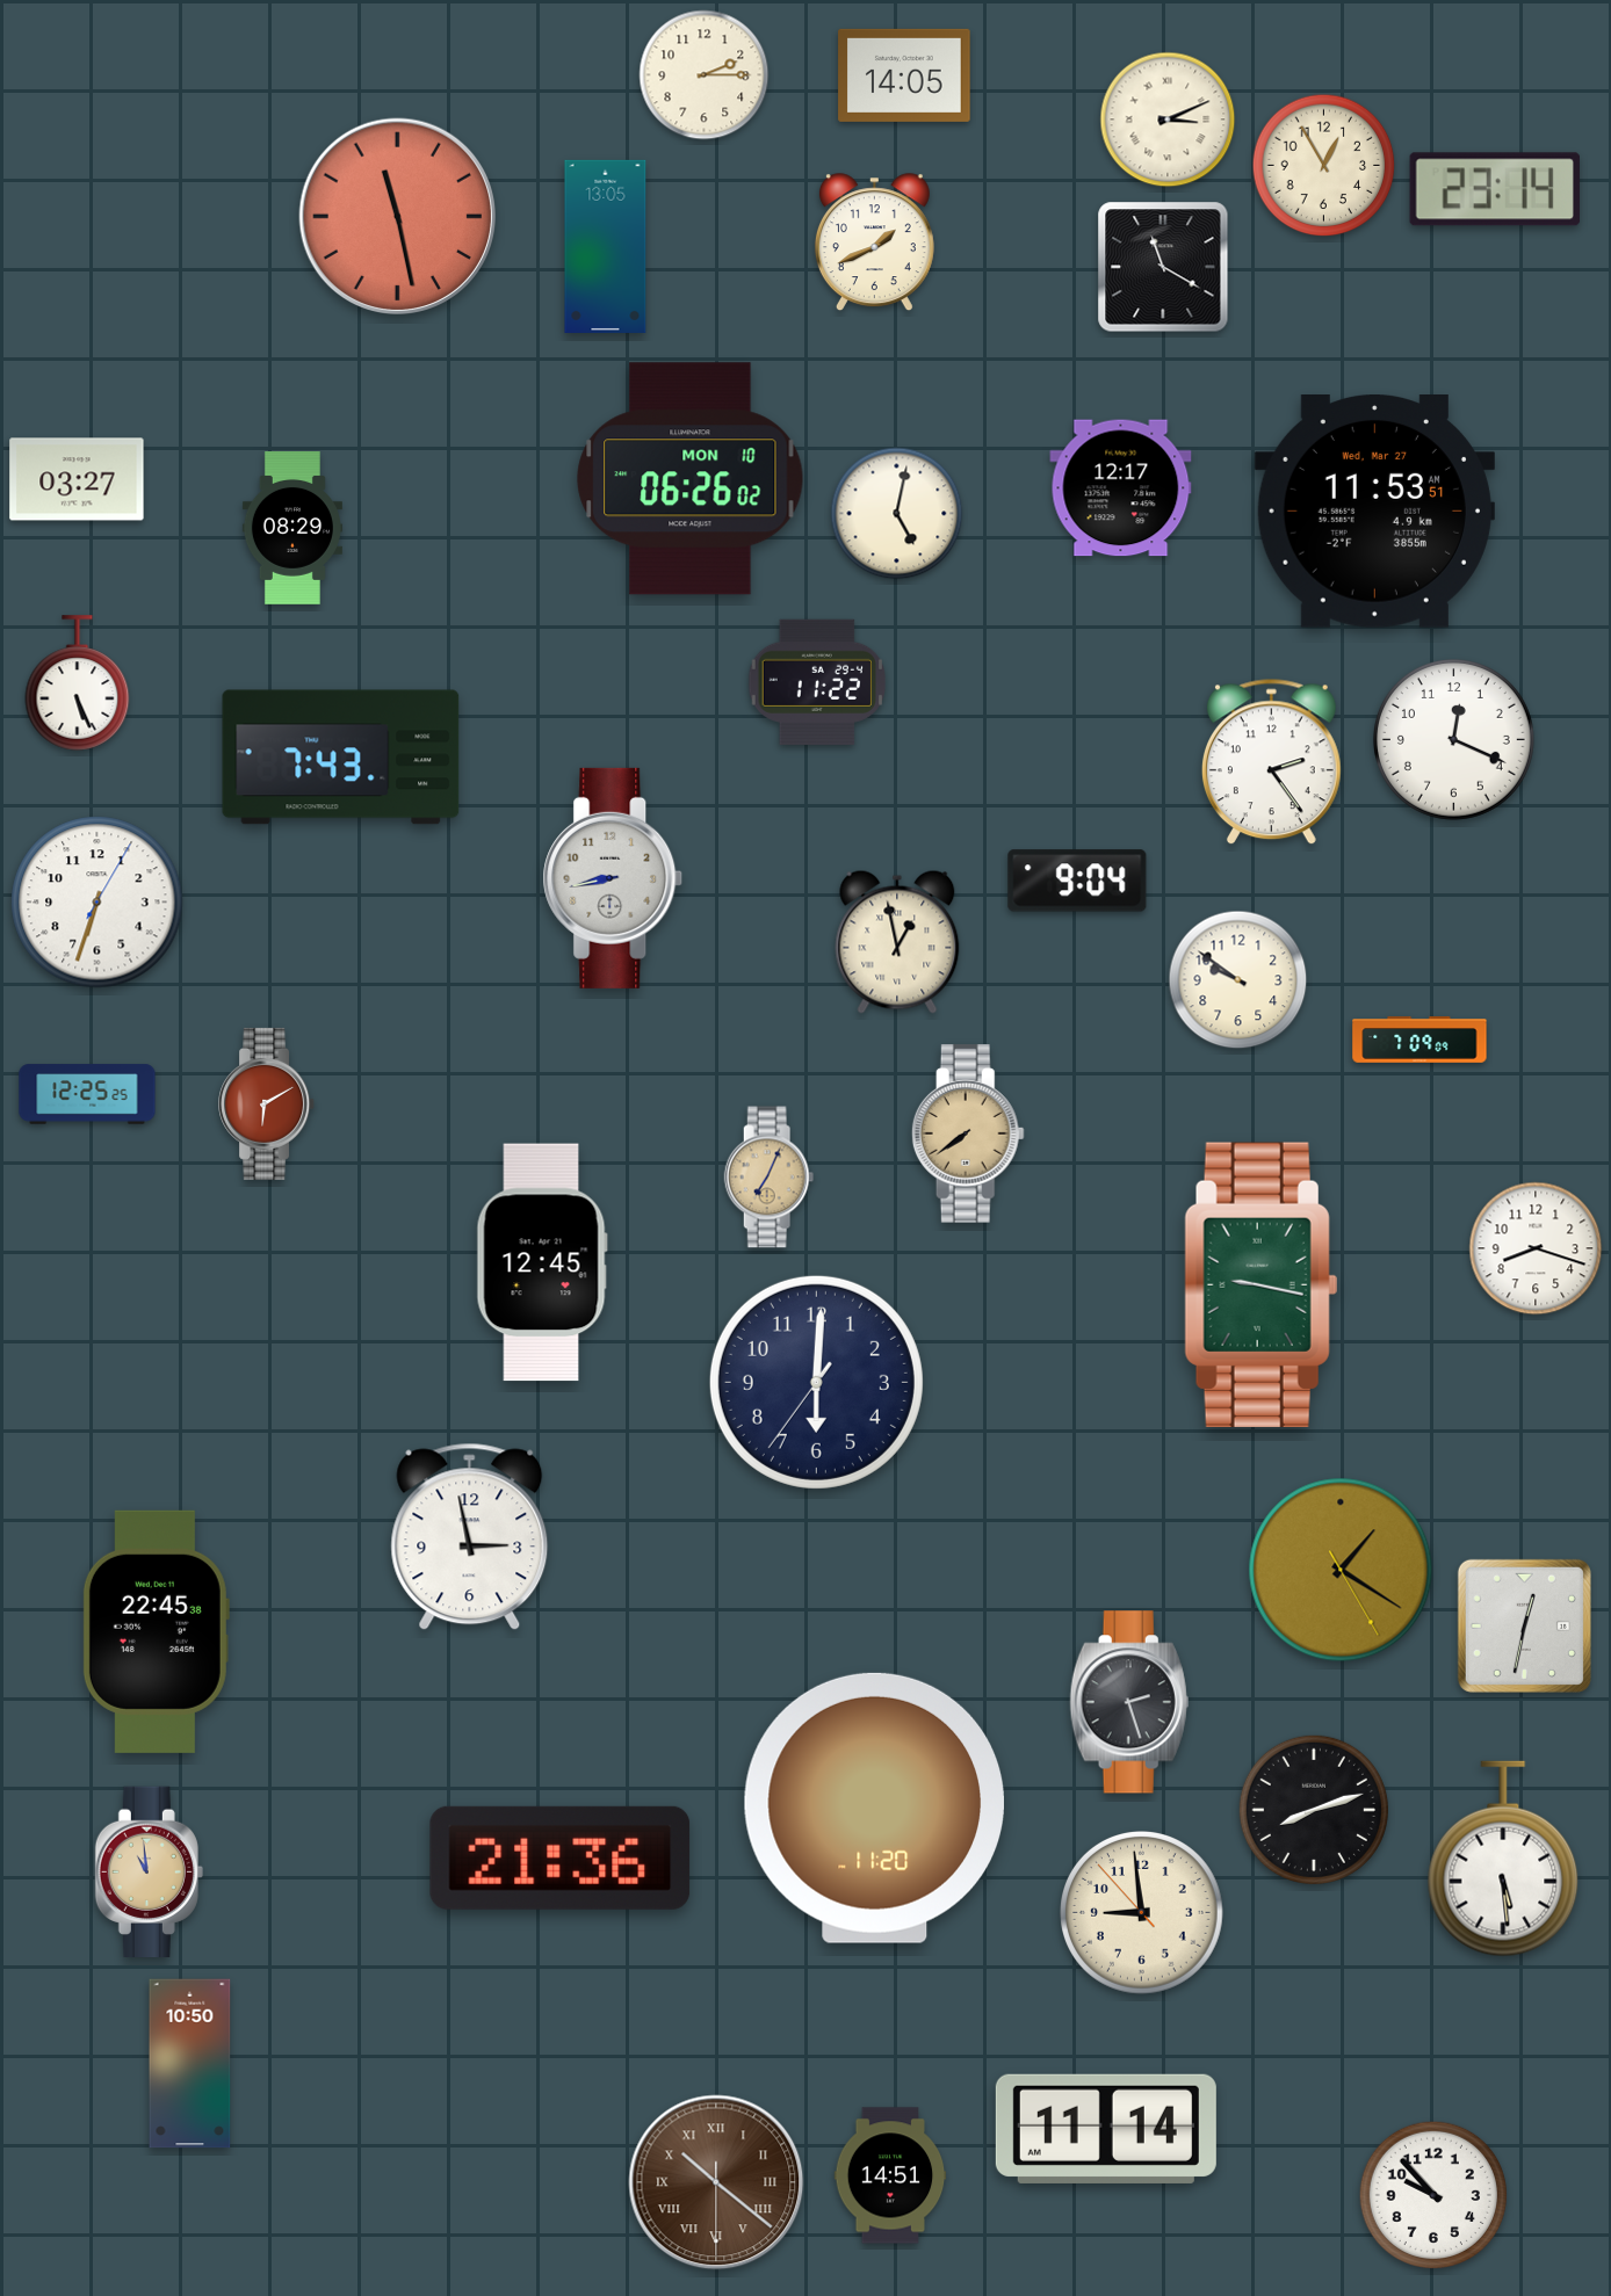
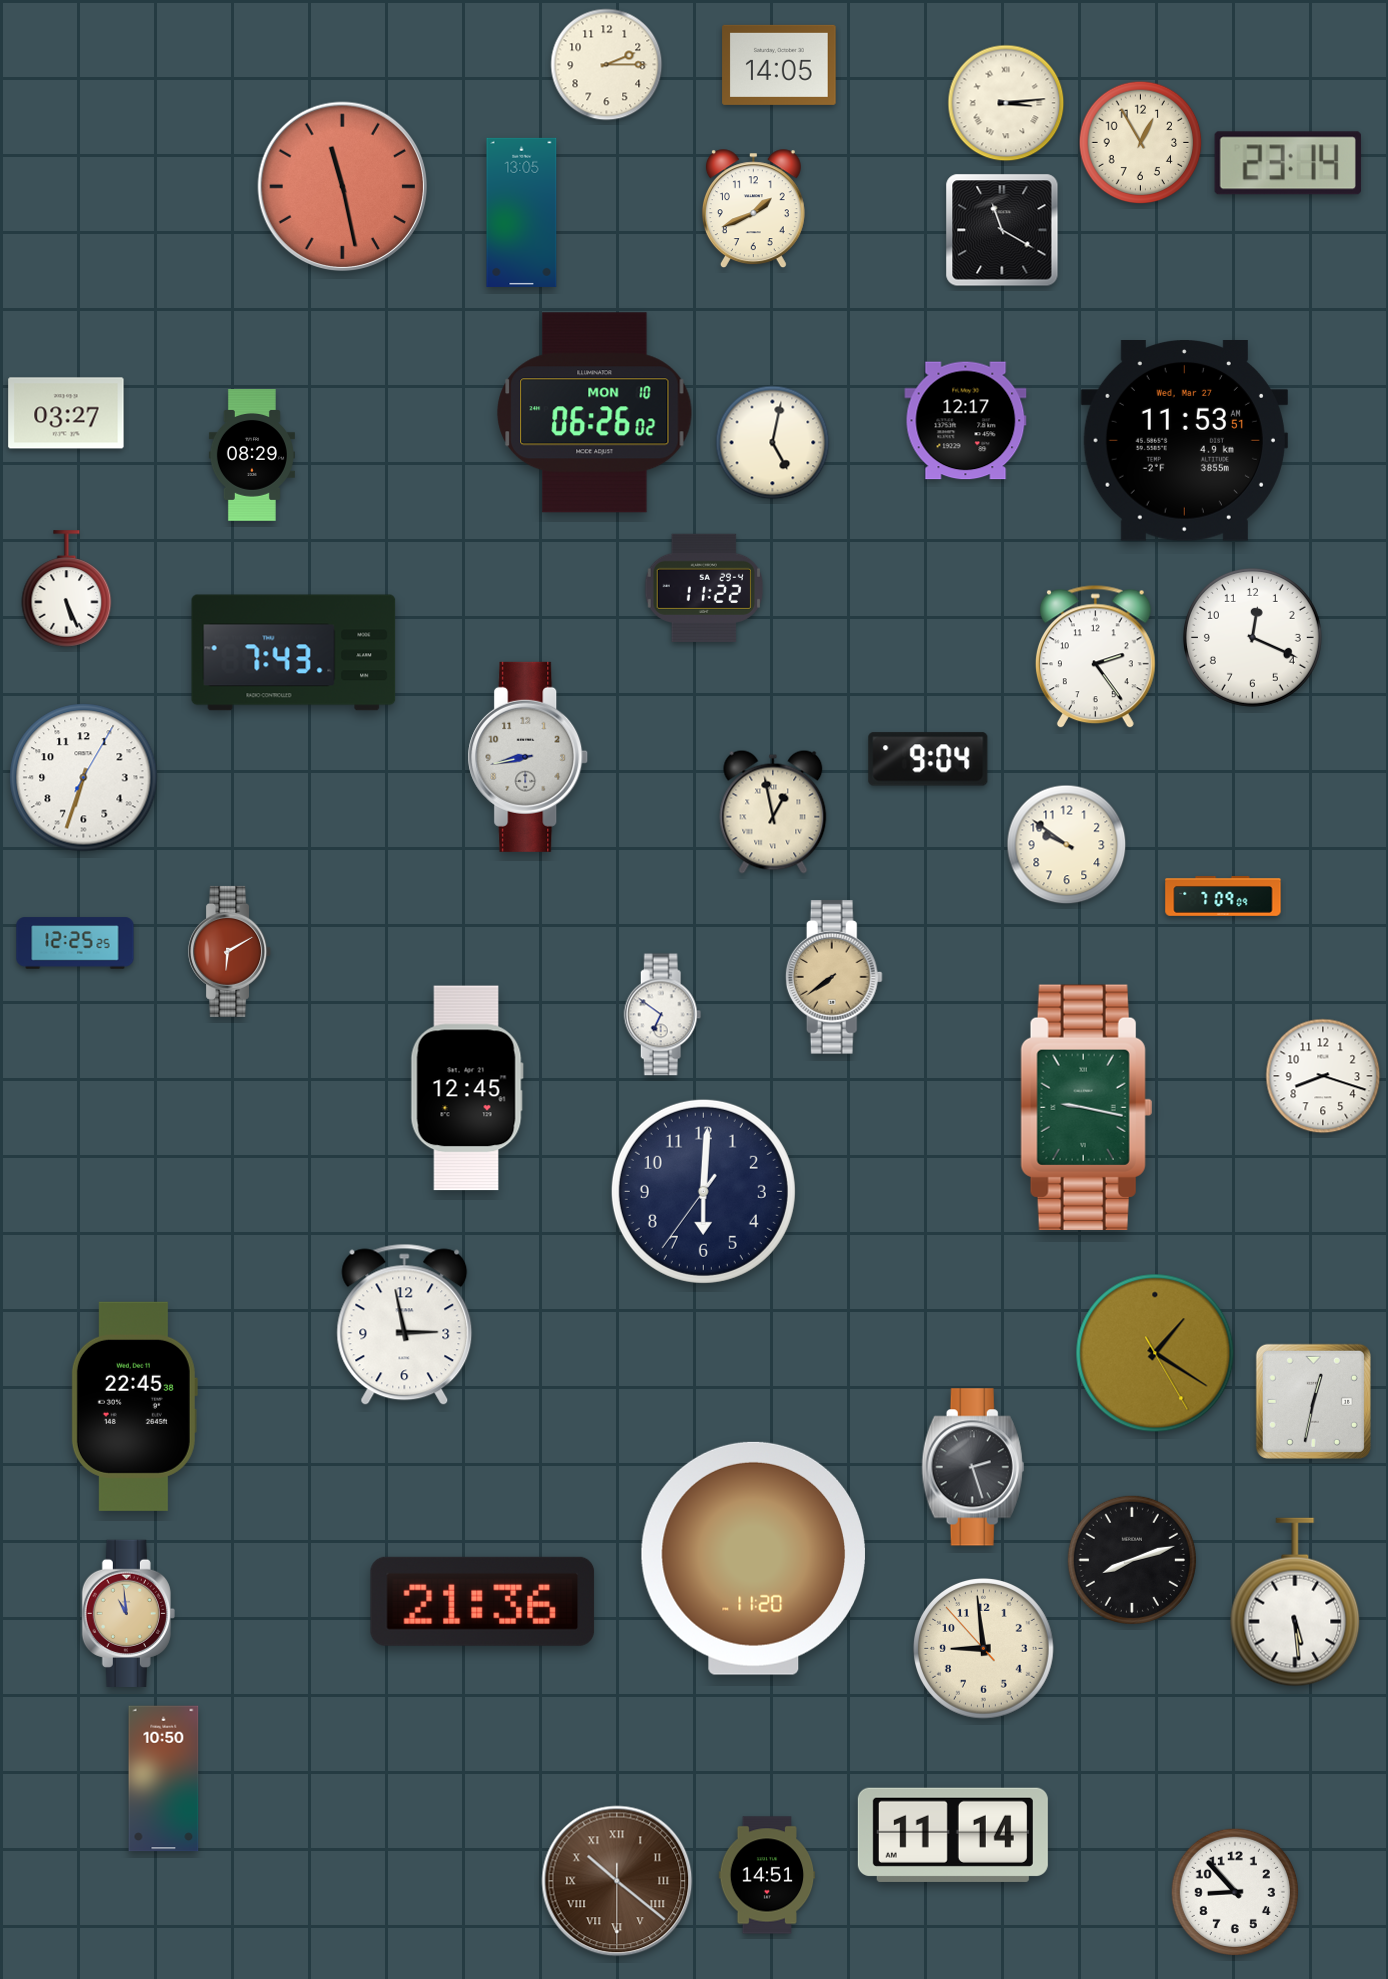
clock at (1168, 119): 3:11 -> 3:14
clock at (770, 1178): 7:04 -> 6:51
clock at (770, 1178) dial: champagne -> white
clock at (1433, 2195): 9:53 -> 8:53
